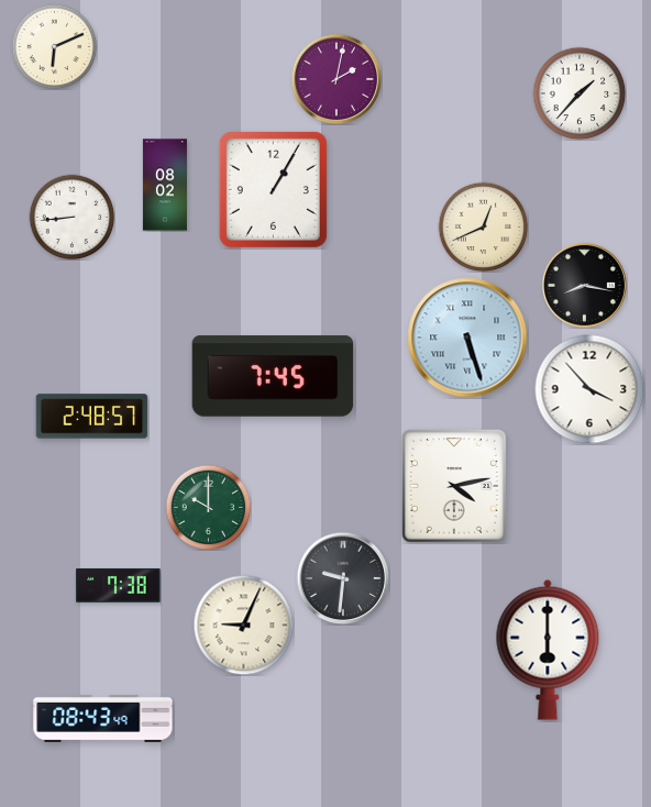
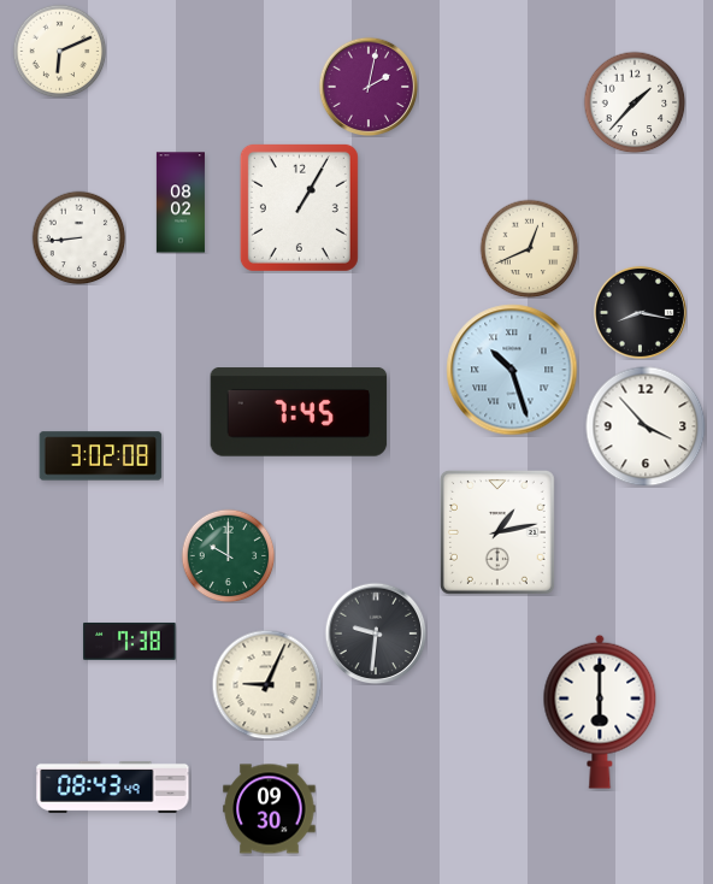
clock at (467, 338): 5:27 -> 10:27
clock at (92, 417): 2:48 -> 3:02
clock at (454, 486): 4:13 -> 1:13
clock at (270, 809): none -> 09:30
